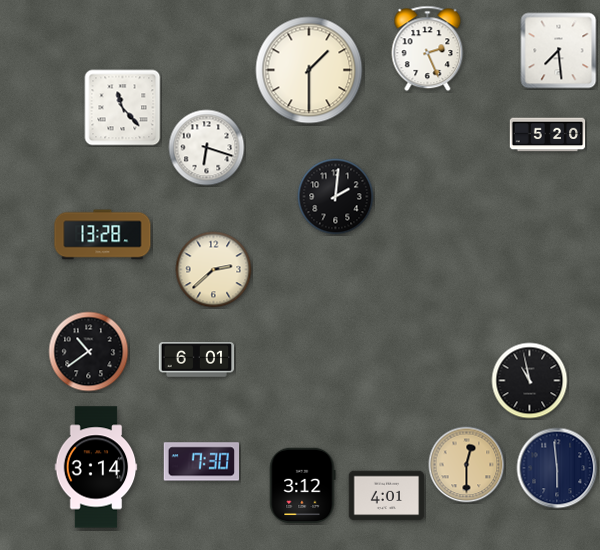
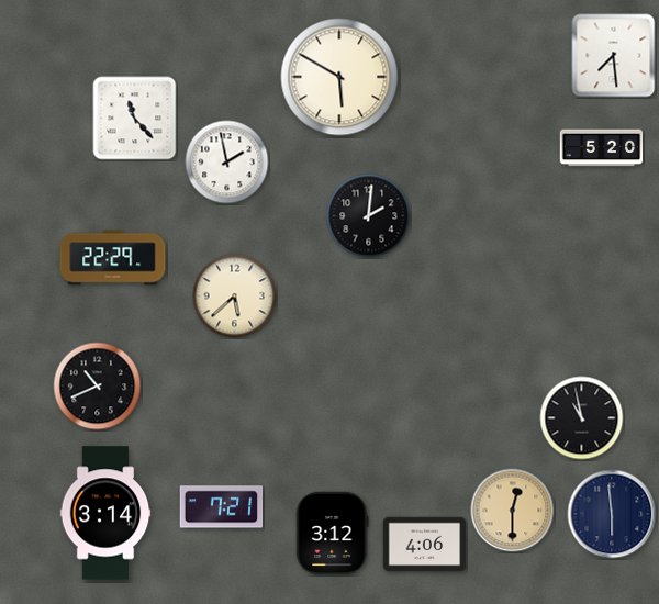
clock at (428, 49): 2:26 -> none
clock at (309, 70): 1:30 -> 5:50
clock at (207, 148): 6:18 -> 1:58
clock at (103, 235): 13:28 -> 22:29
clock at (214, 270): 2:38 -> 5:38
clock at (89, 352): 10:39 -> 10:41
clock at (197, 360): 6:01 -> none
clock at (202, 462): 7:30 -> 7:21
clock at (387, 496): 4:01 -> 4:06
